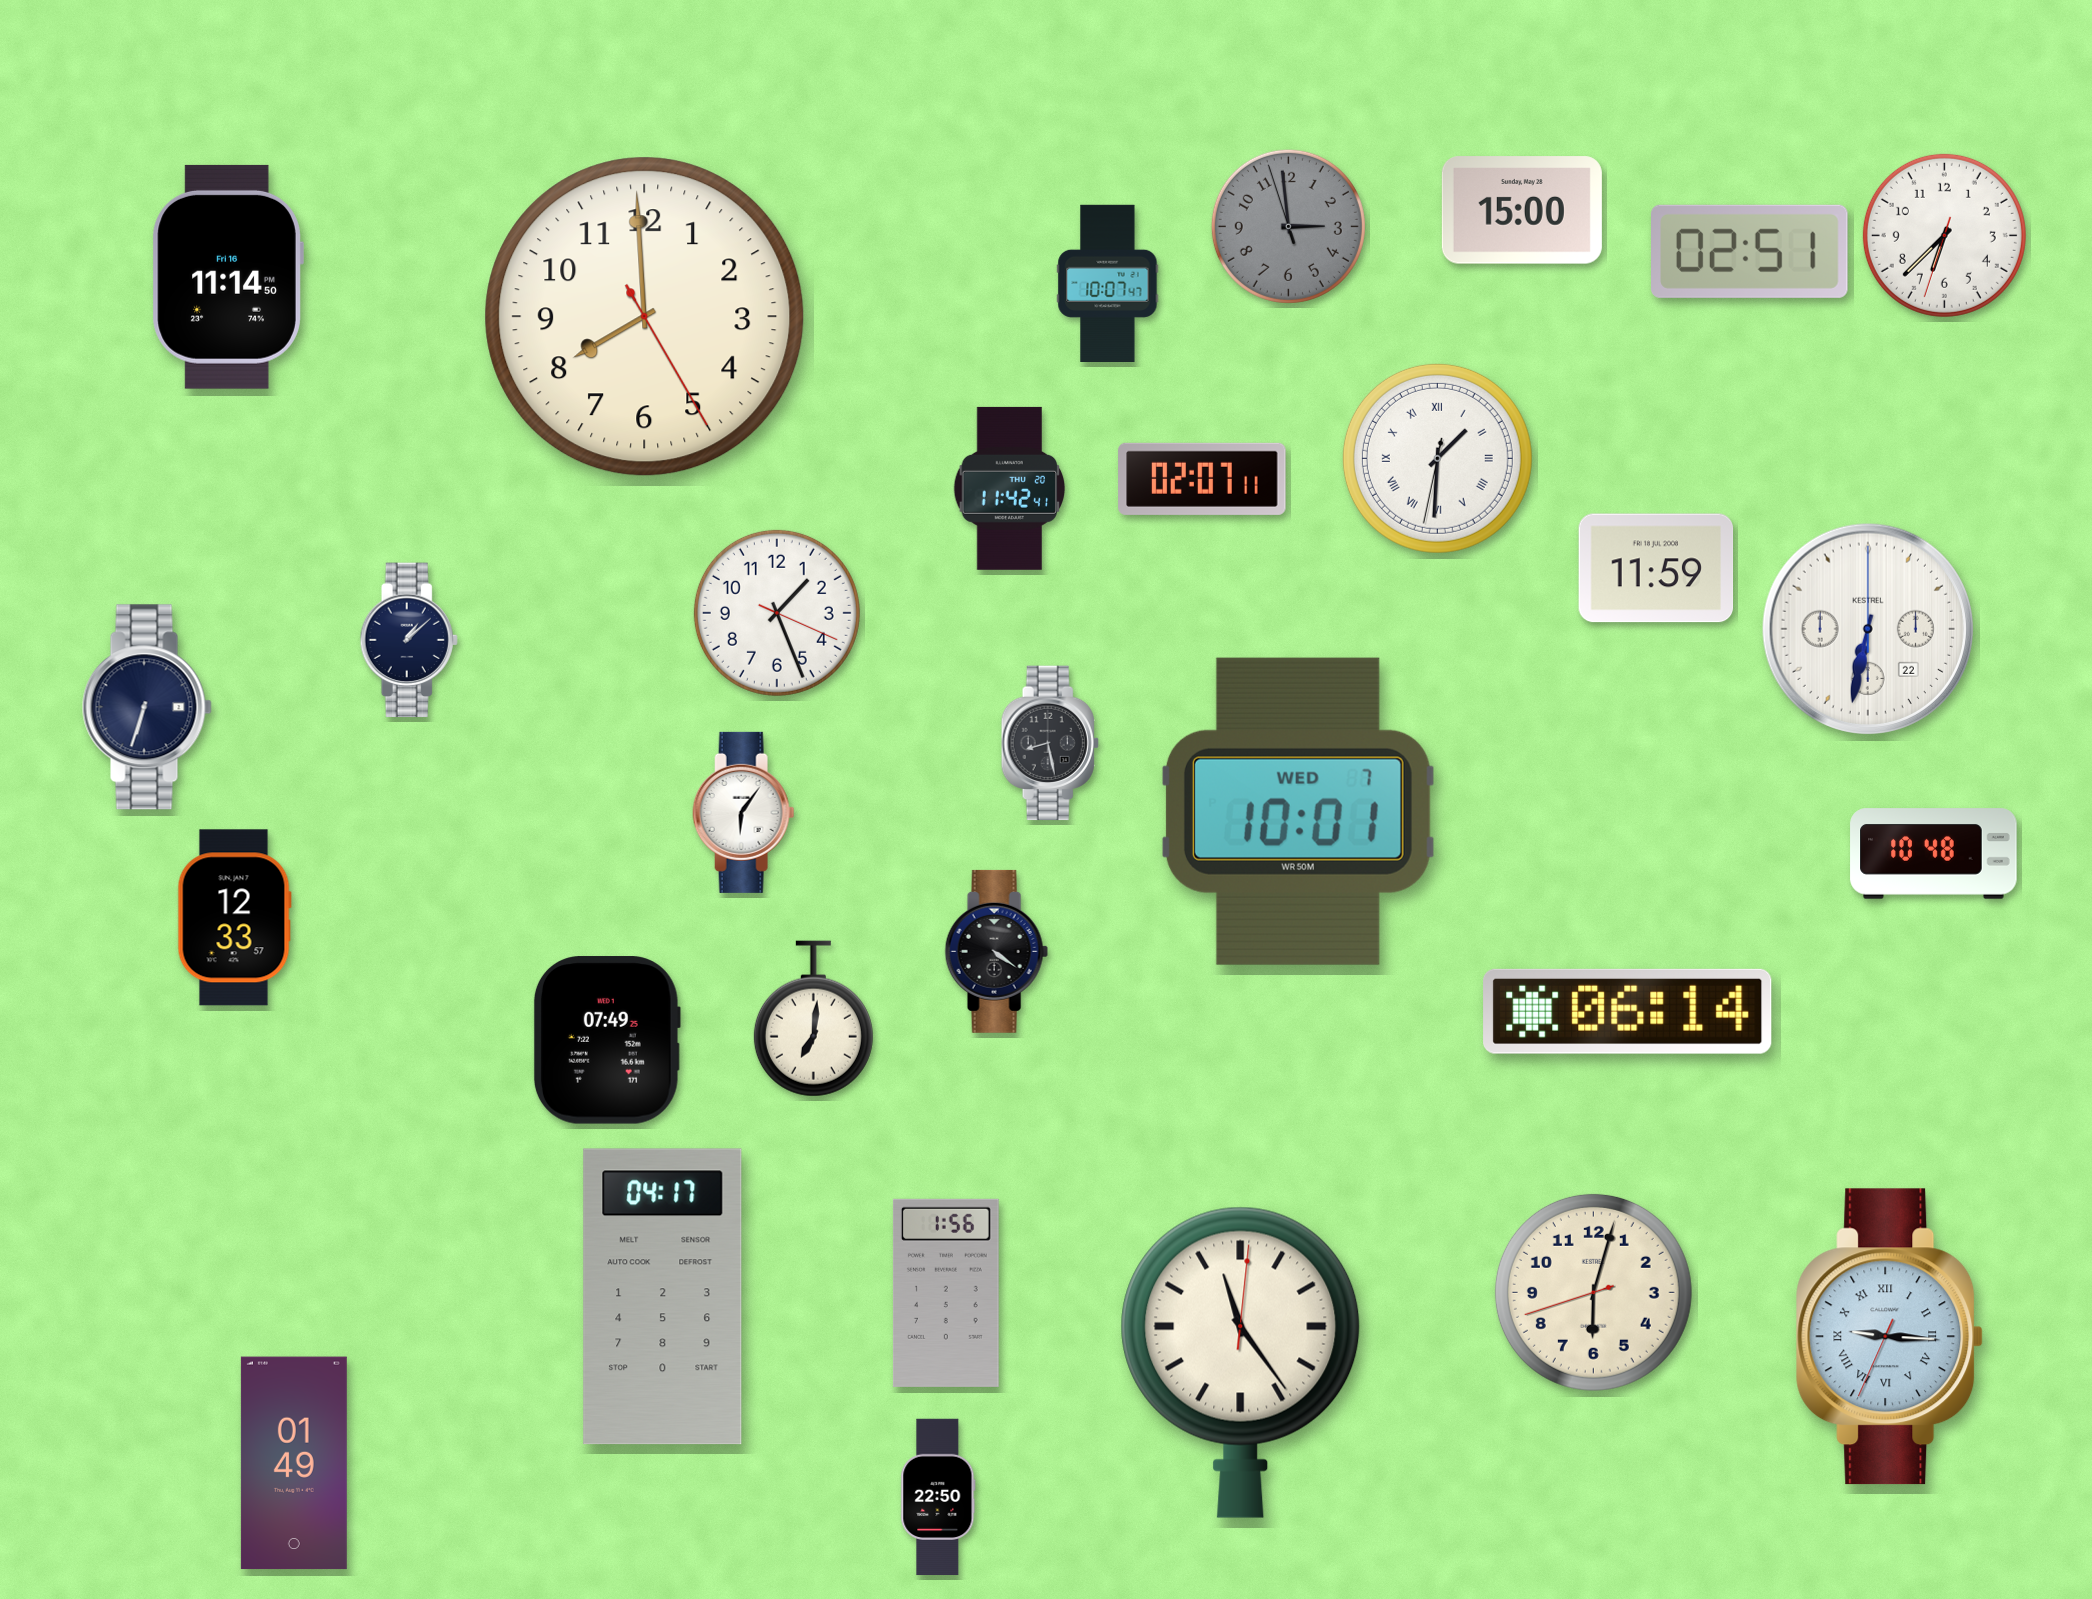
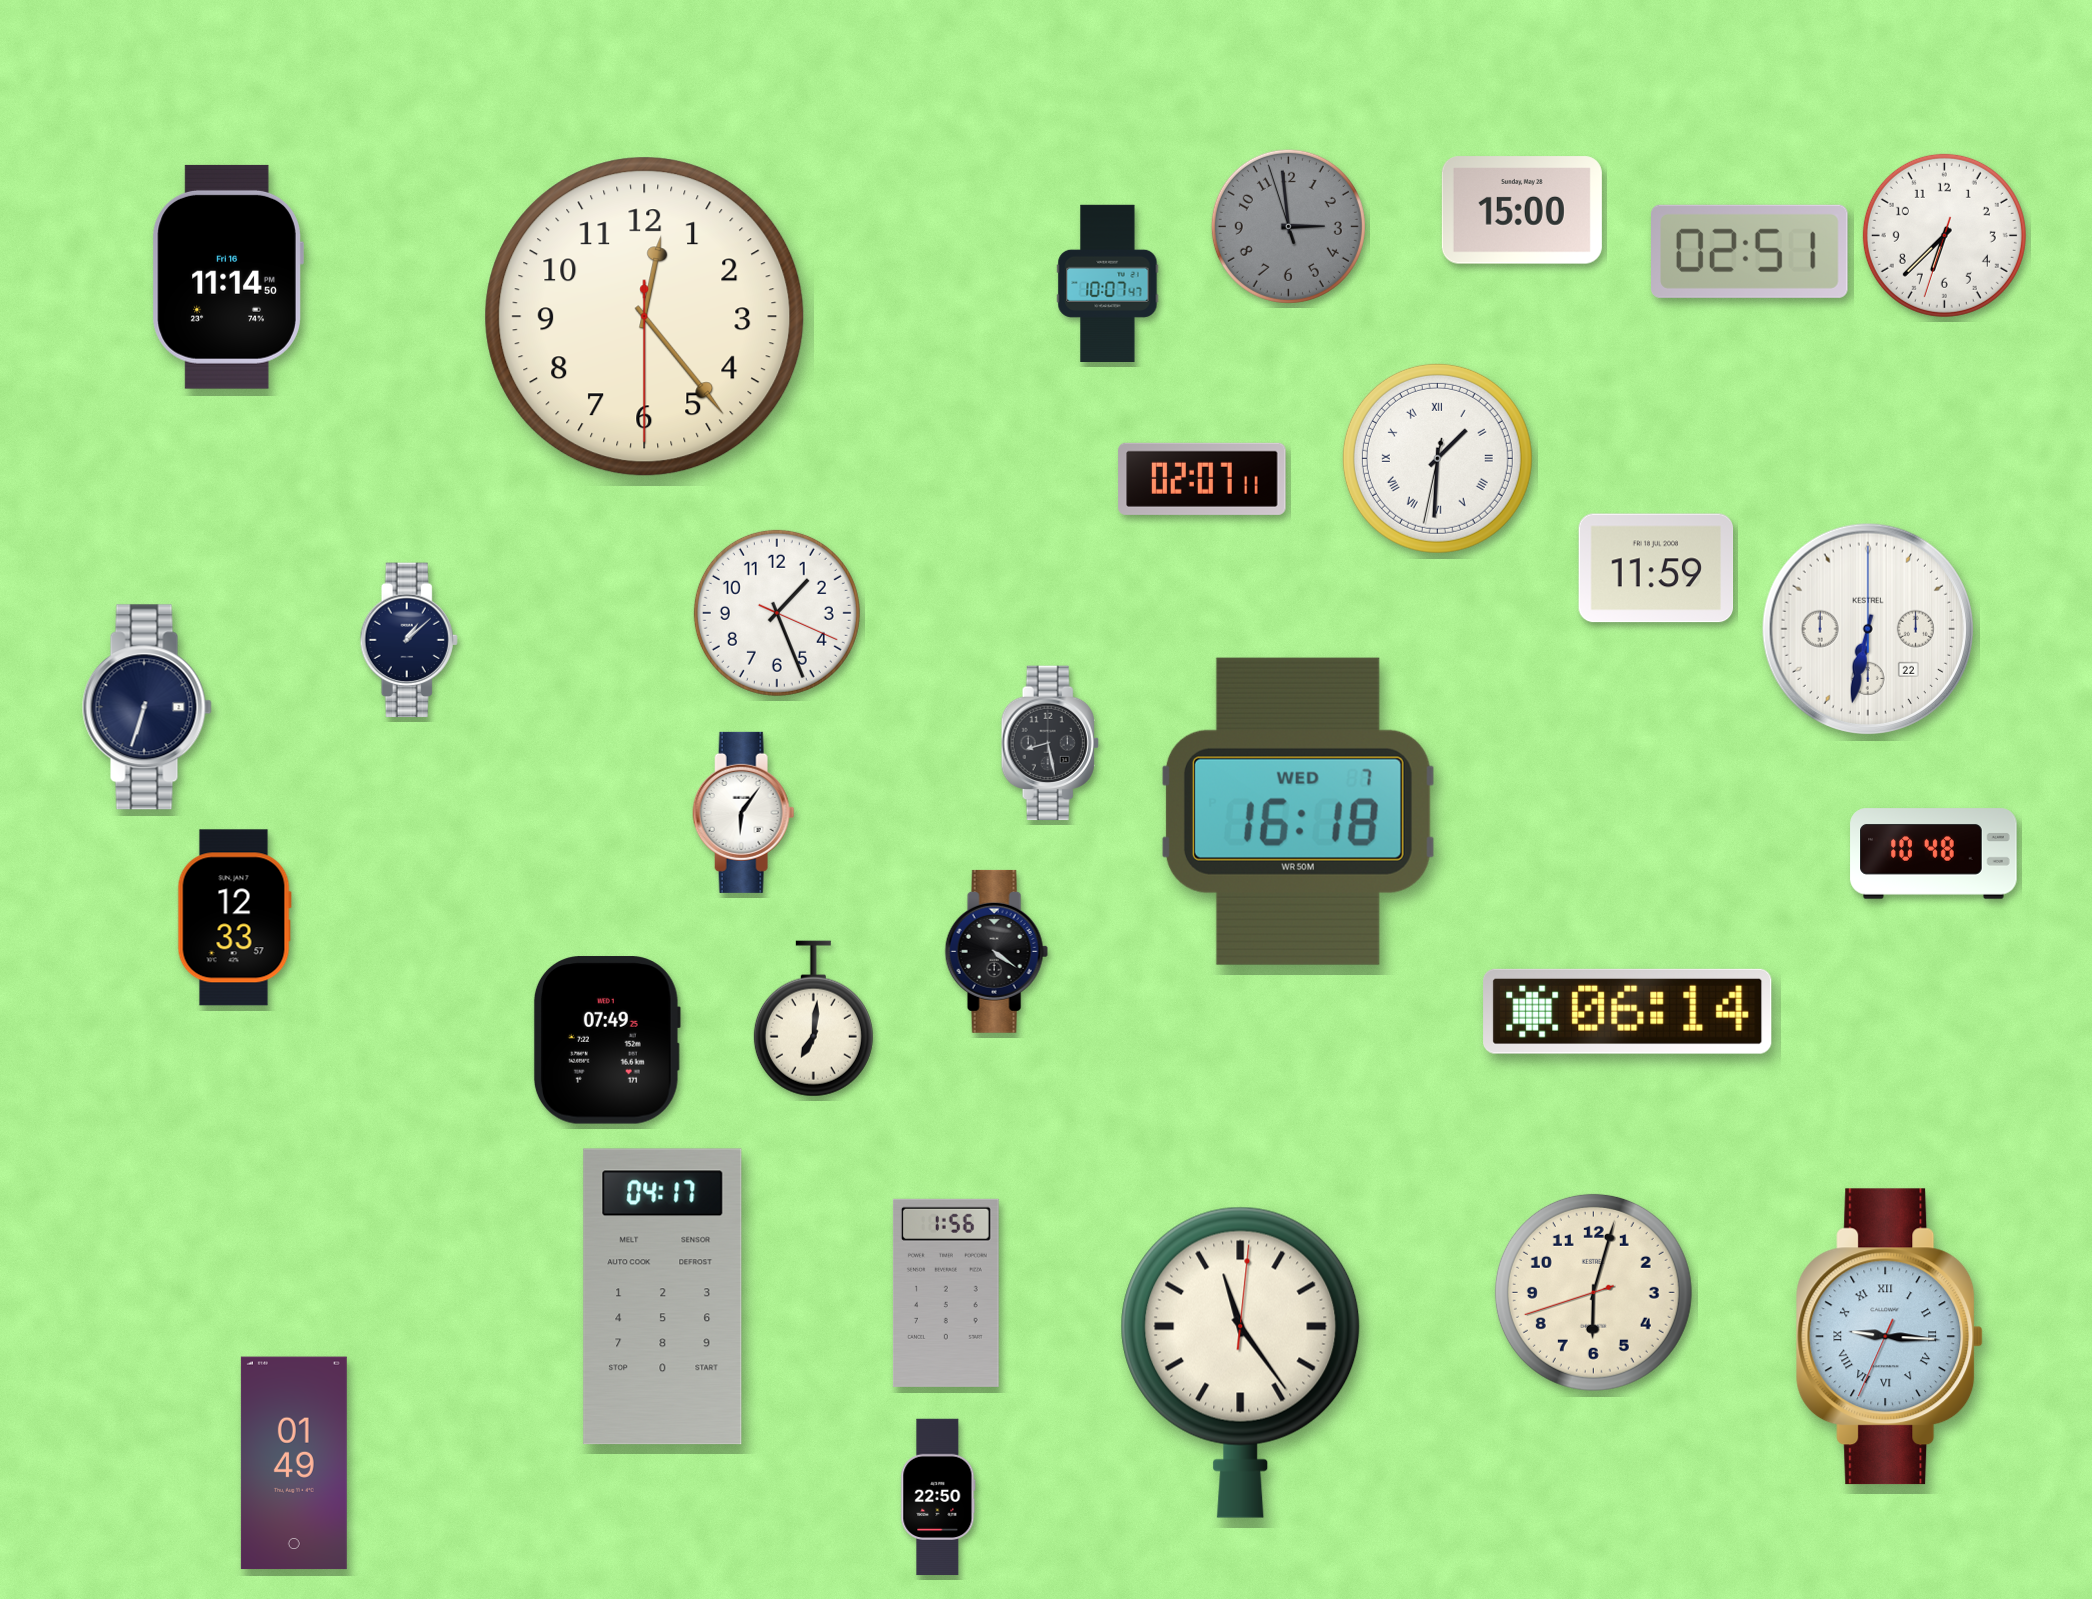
clock at (645, 317): 7:59 -> 12:23
clock at (1010, 488): 11:42 -> none
clock at (1298, 811): 10:01 -> 16:18
